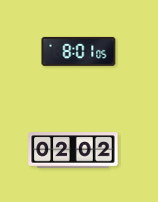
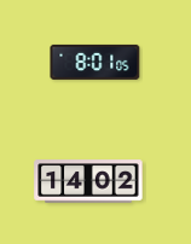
clock at (73, 150): 02:02 -> 14:02
